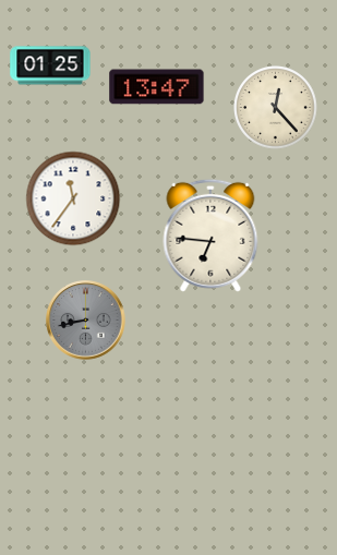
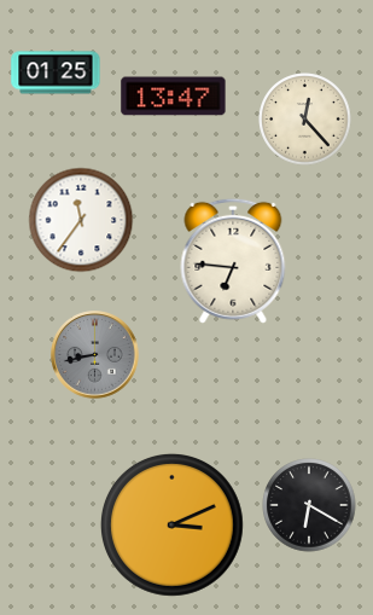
clock at (309, 505): none -> 6:20
clock at (173, 526): none -> 3:11
